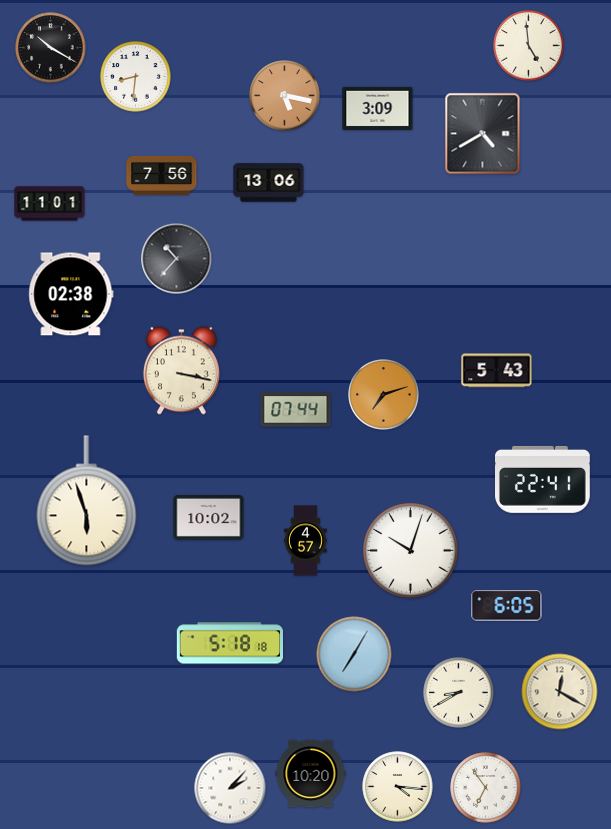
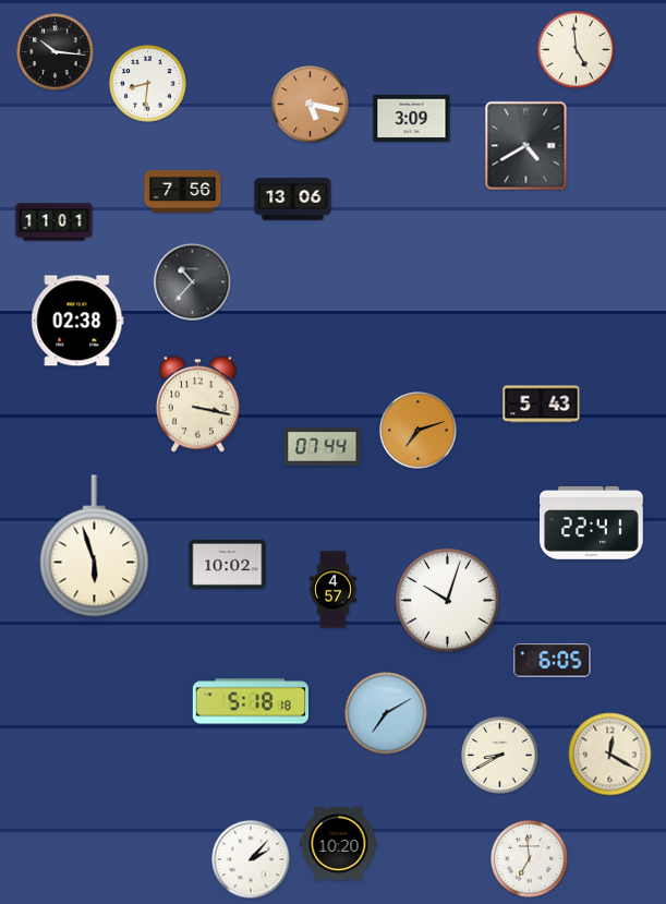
clock at (51, 48): 10:20 -> 10:16
clock at (162, 175) position: (162, 175) -> (183, 191)
clock at (354, 654): 7:05 -> 7:10
clock at (398, 787): 4:16 -> none
clock at (486, 788): 6:54 -> 6:59
